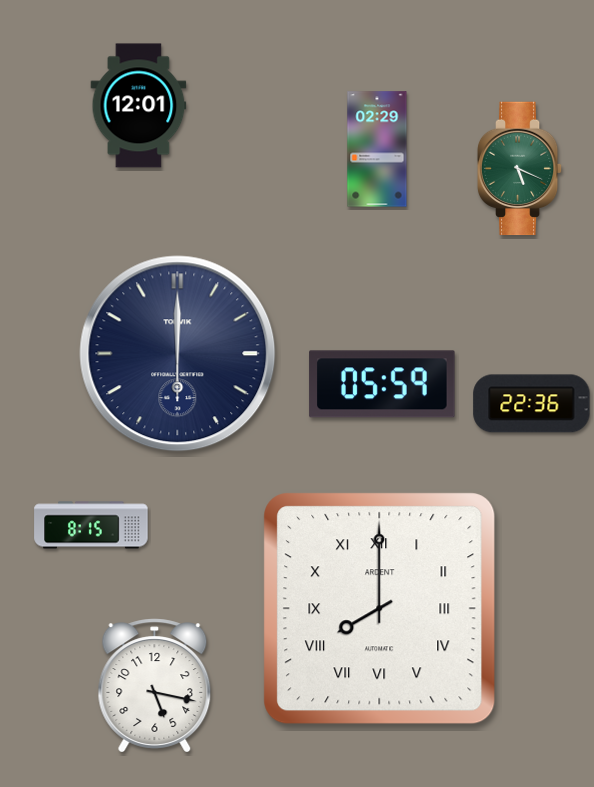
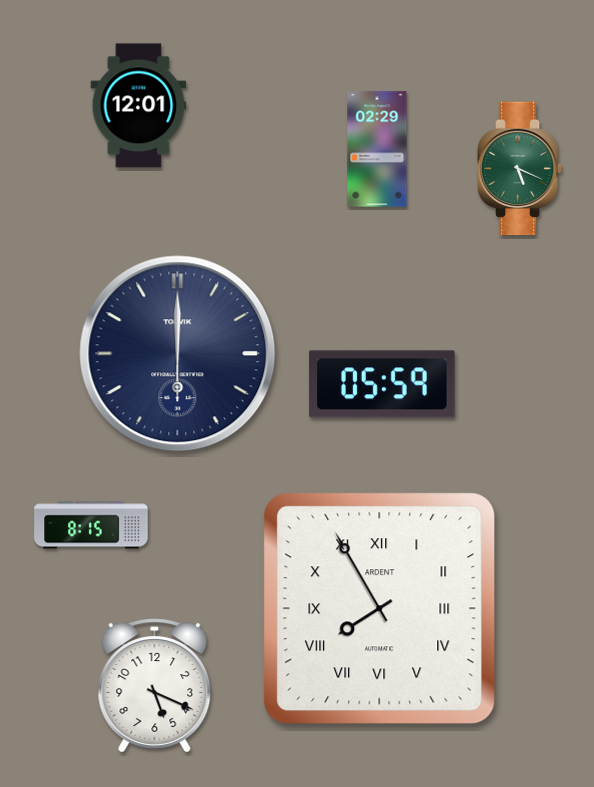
clock at (532, 404): 22:36 -> none
clock at (380, 609): 8:00 -> 7:55
clock at (155, 686): 5:17 -> 5:19
